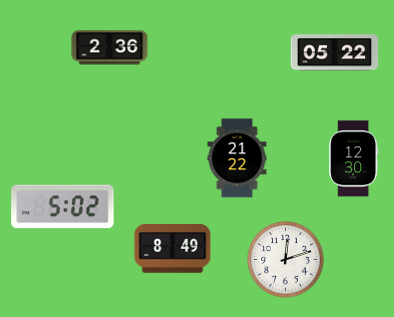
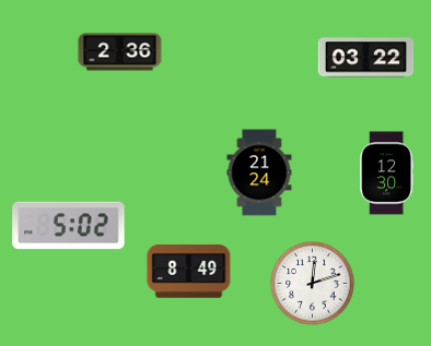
clock at (335, 53): 05:22 -> 03:22
clock at (237, 158): 21:22 -> 21:24
